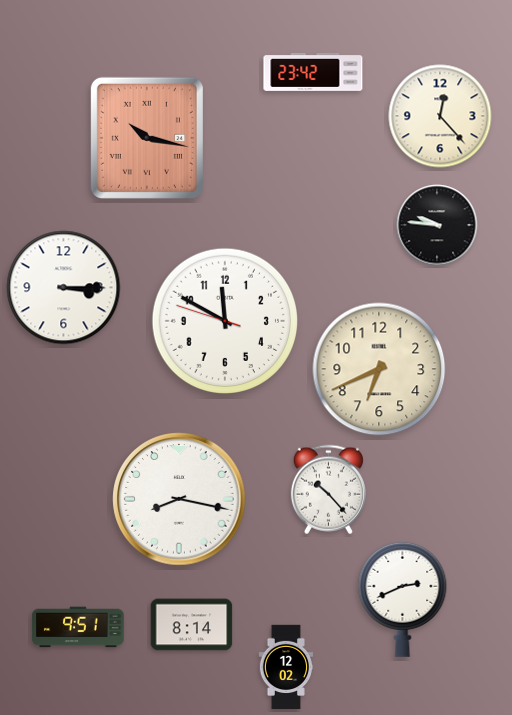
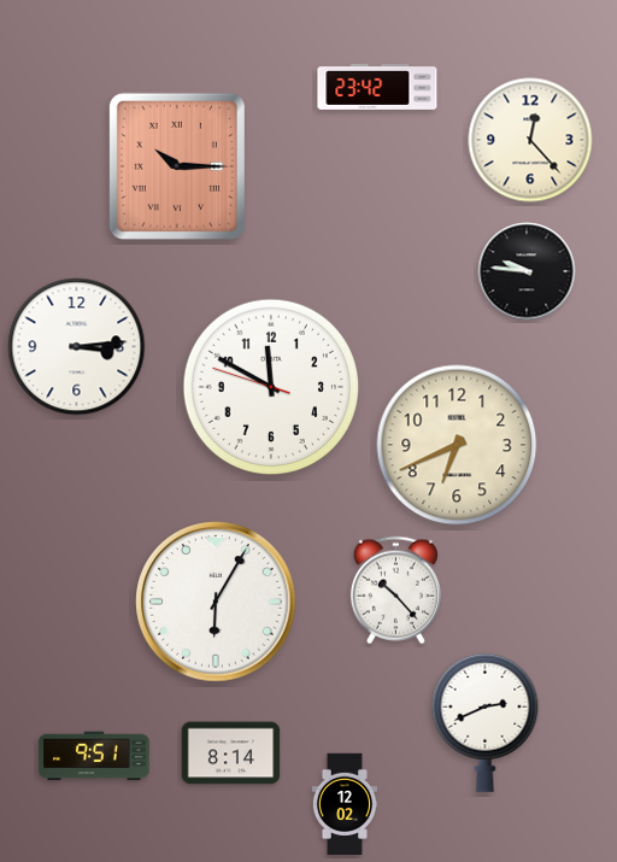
clock at (147, 138): 10:17 -> 10:15
clock at (64, 288): 3:15 -> 3:14
clock at (179, 499): 8:17 -> 6:05
